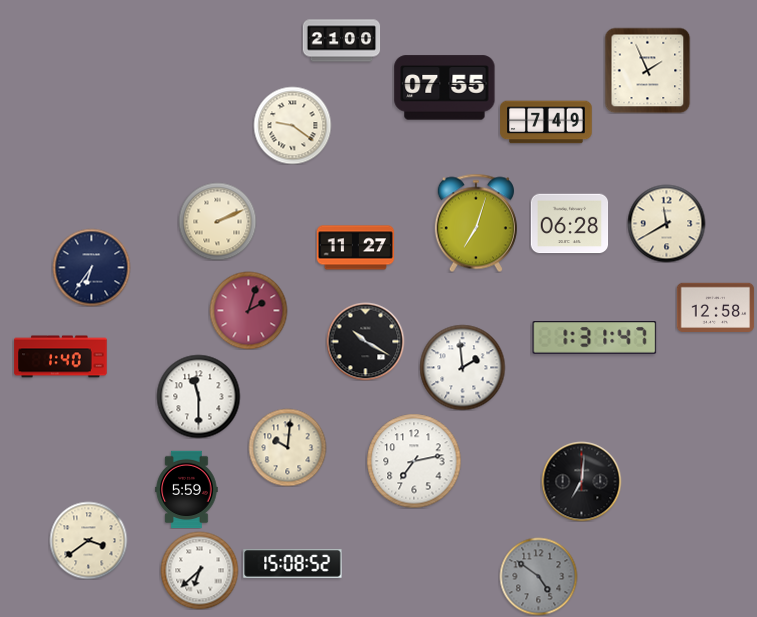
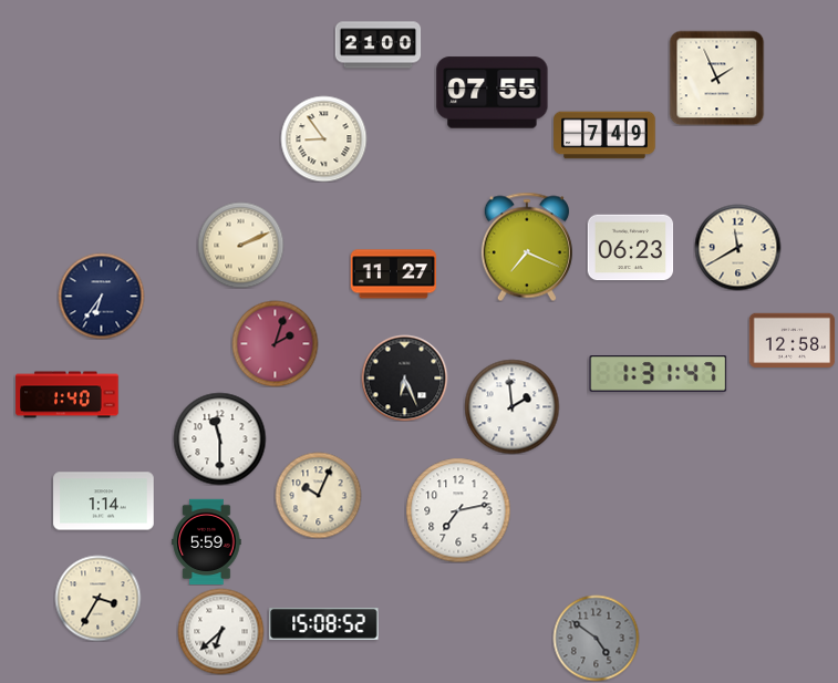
clock at (445, 88) position: (445, 88) -> (493, 93)
clock at (292, 125): 9:21 -> 8:54
clock at (476, 223): 7:03 -> 7:19
clock at (569, 224): 06:28 -> 06:23
clock at (365, 341): 10:20 -> 6:26
clock at (287, 447): 10:01 -> 10:04
clock at (104, 501): none -> 1:14
clock at (581, 481): 7:01 -> none
clock at (88, 540): 3:39 -> 3:35
